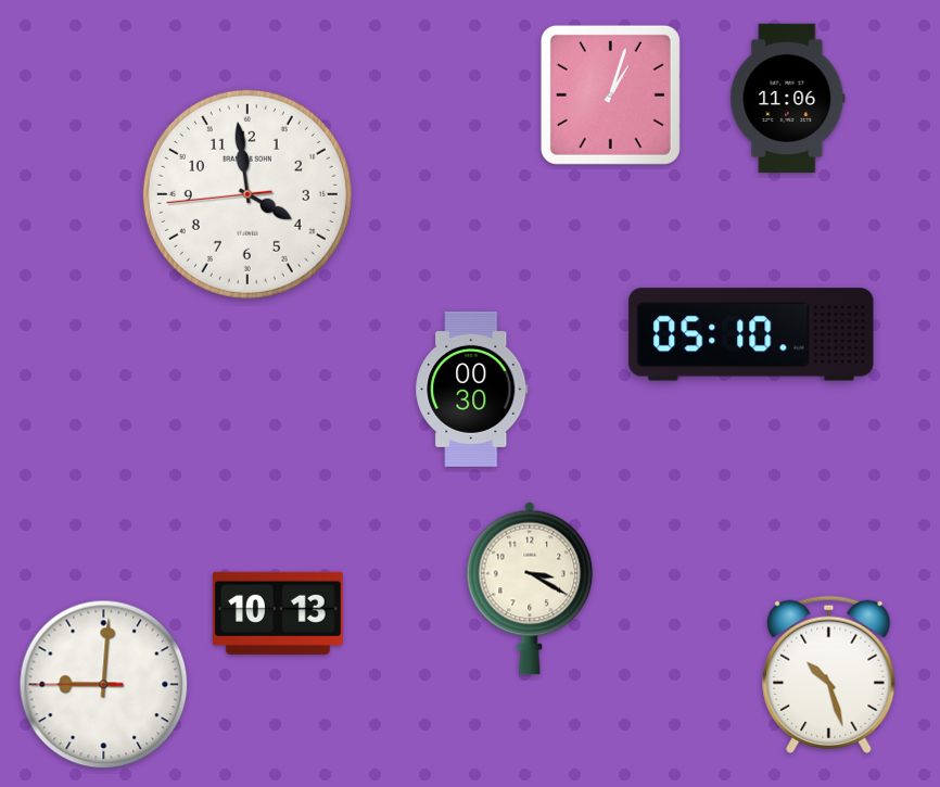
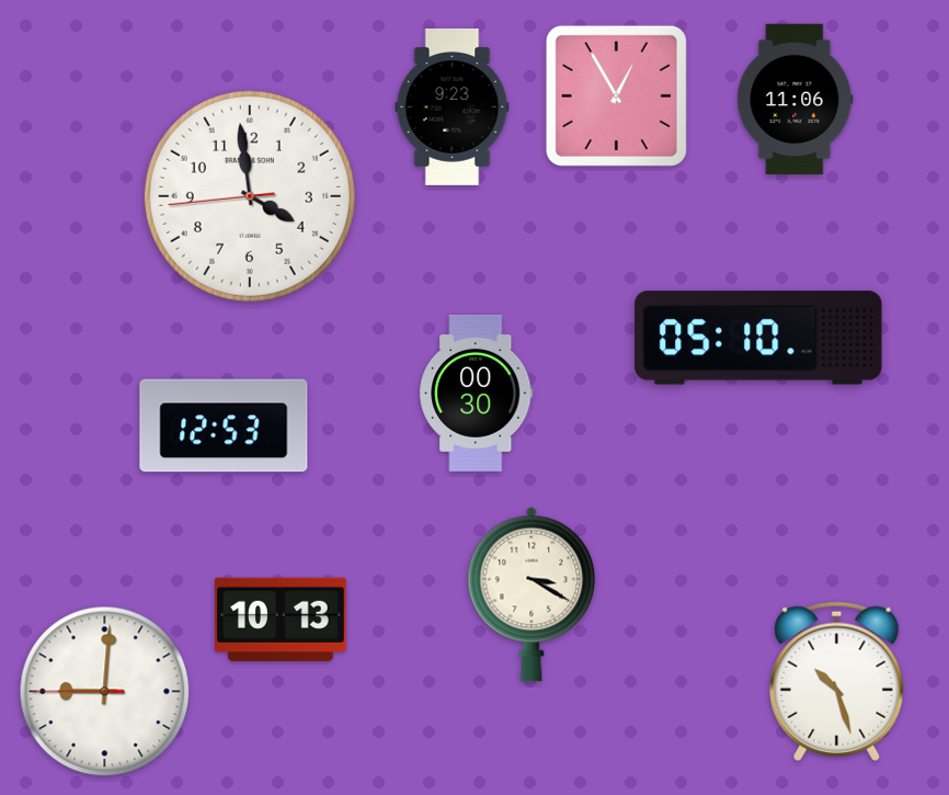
clock at (610, 94): 1:03 -> 12:55
clock at (453, 106): none -> 9:23
clock at (224, 425): none -> 12:53
clock at (530, 588) position: (530, 588) -> (531, 594)
